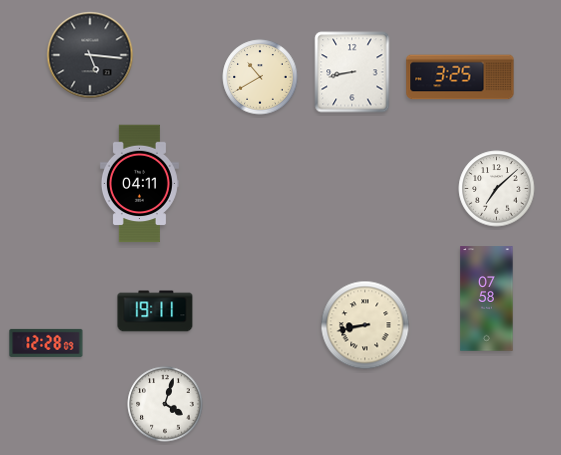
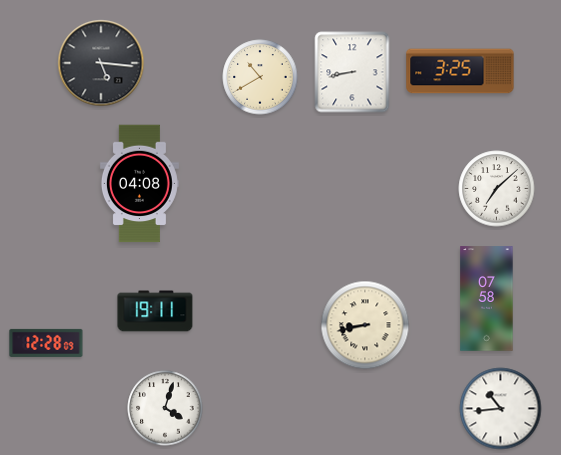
clock at (90, 55) position: (90, 55) -> (101, 63)
clock at (460, 77) position: (460, 77) -> (460, 71)
clock at (139, 184): 04:11 -> 04:08
clock at (165, 404) position: (165, 404) -> (165, 408)
clock at (501, 409): none -> 10:44
